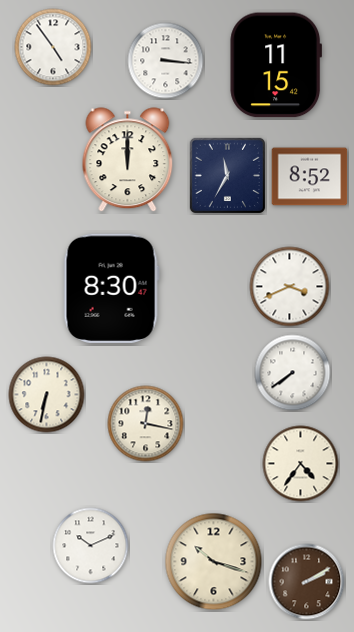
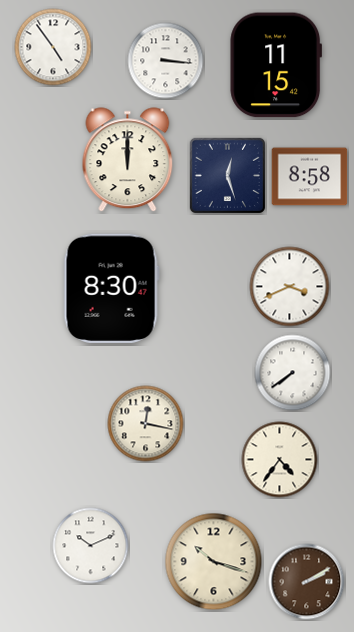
clock at (227, 175): 11:35 -> 12:27
clock at (310, 177): 8:52 -> 8:58
clock at (47, 395): 6:32 -> none
clock at (301, 464) position: (301, 464) -> (280, 460)
